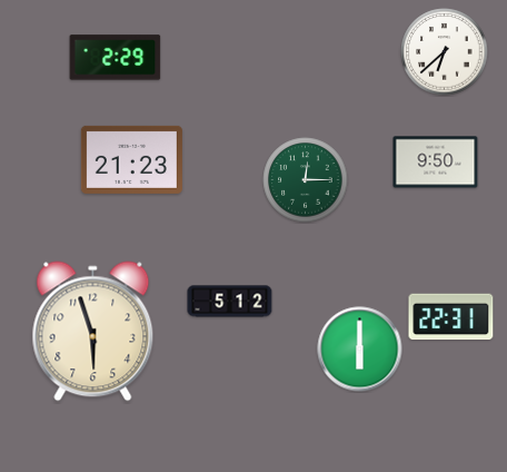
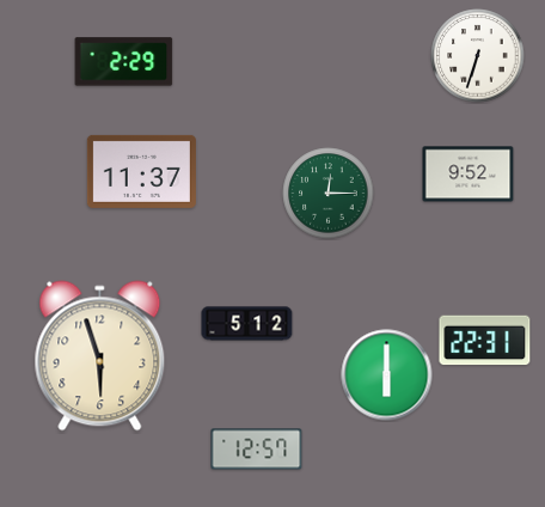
clock at (445, 52): 6:38 -> 6:33
clock at (131, 159): 21:23 -> 11:37
clock at (436, 163): 9:50 -> 9:52
clock at (257, 450): none -> 12:57
